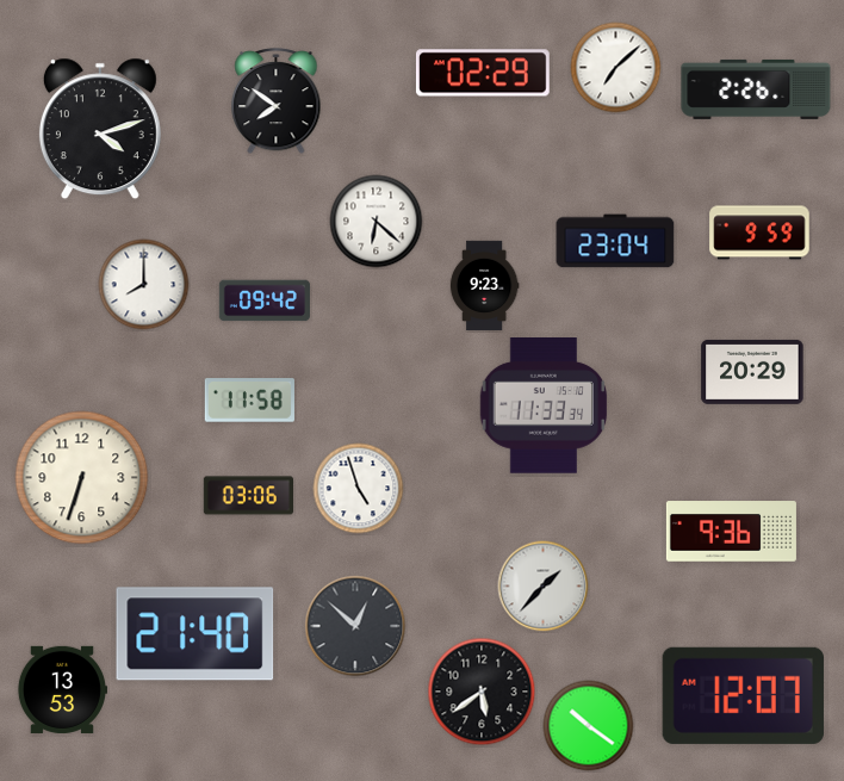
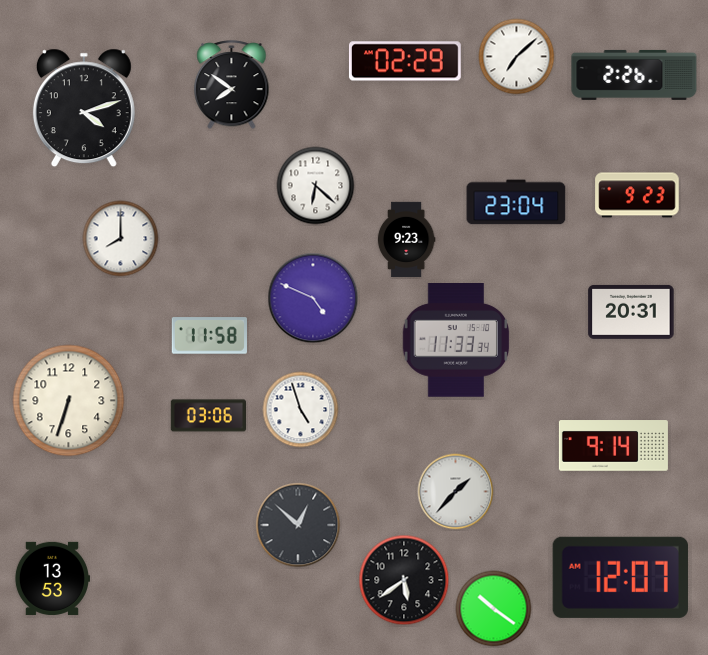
clock at (759, 233): 9:59 -> 9:23
clock at (265, 300): 09:42 -> none
clock at (313, 298): none -> 4:49
clock at (752, 372): 20:29 -> 20:31
clock at (731, 532): 9:36 -> 9:14
clock at (196, 634): 21:40 -> none
clock at (743, 695) position: (743, 695) -> (620, 577)
